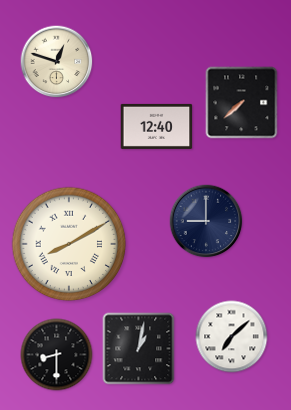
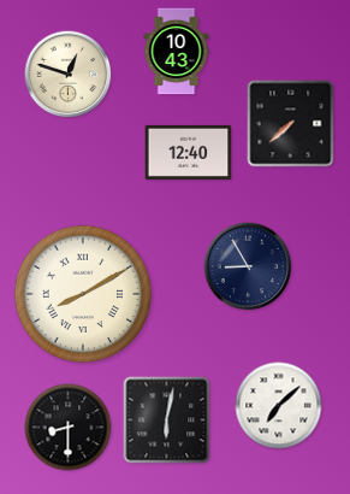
clock at (177, 52): none -> 10:43
clock at (206, 221): 9:00 -> 8:55
clock at (139, 349): 1:02 -> 6:02
